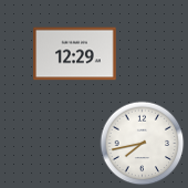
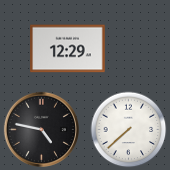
clock at (41, 129): none -> 4:47
clock at (143, 144): 7:43 -> 7:38
